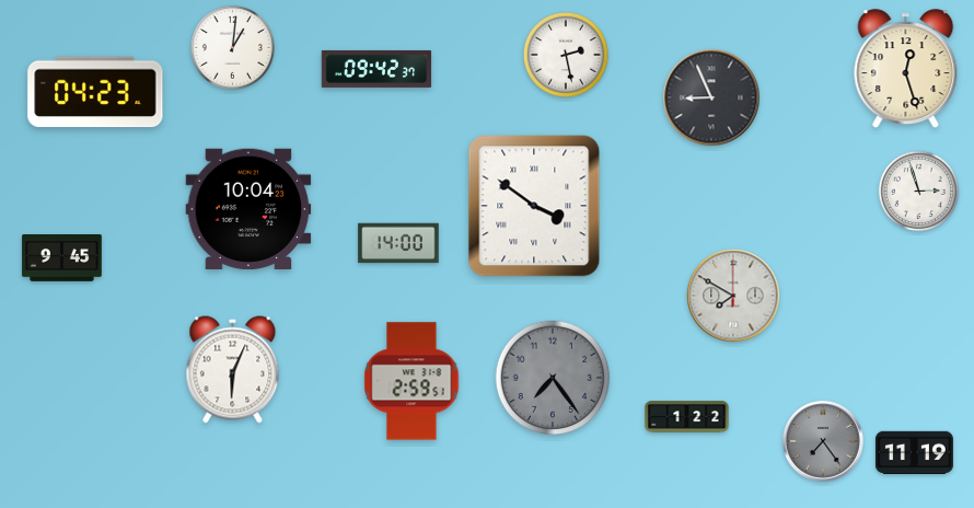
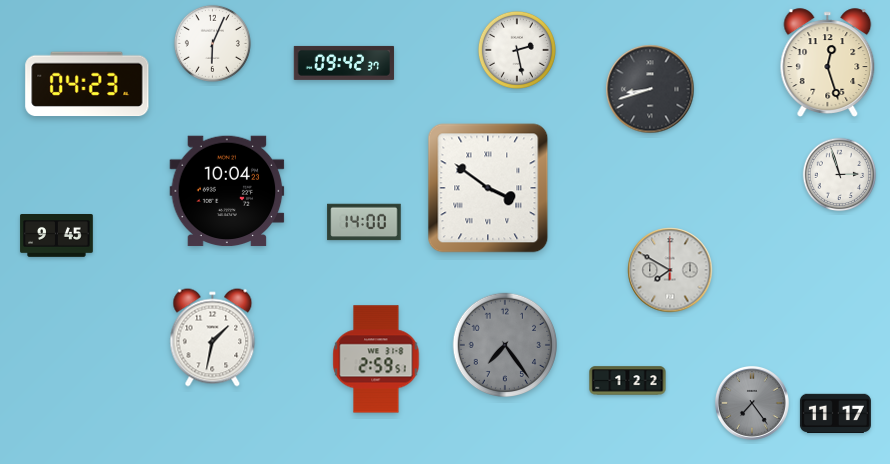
clock at (232, 47): 1:01 -> 6:04
clock at (711, 97): 8:56 -> 8:42
clock at (233, 370): 6:04 -> 1:32
clock at (411, 381) position: (411, 381) -> (376, 359)
clock at (914, 452): 11:19 -> 11:17
